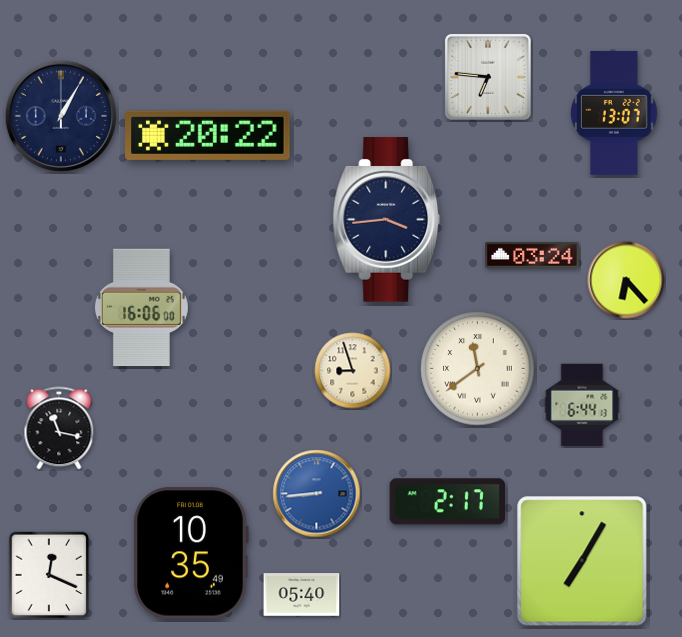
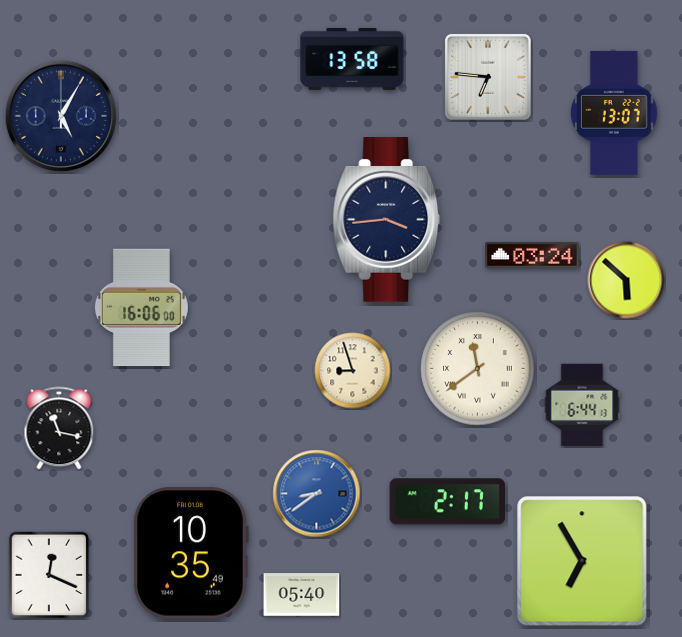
clock at (352, 59): none -> 13:58
clock at (61, 116): 1:05 -> 5:05
clock at (208, 135): 20:22 -> none
clock at (626, 280): 6:23 -> 5:52
clock at (317, 494): 8:44 -> 8:39
clock at (582, 561): 7:05 -> 6:55
